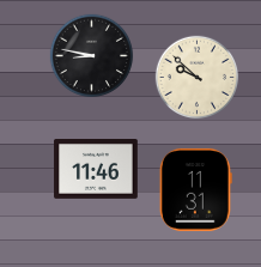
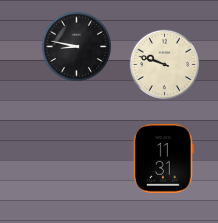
clock at (198, 78): 9:52 -> 9:48
clock at (96, 170): 11:46 -> none
